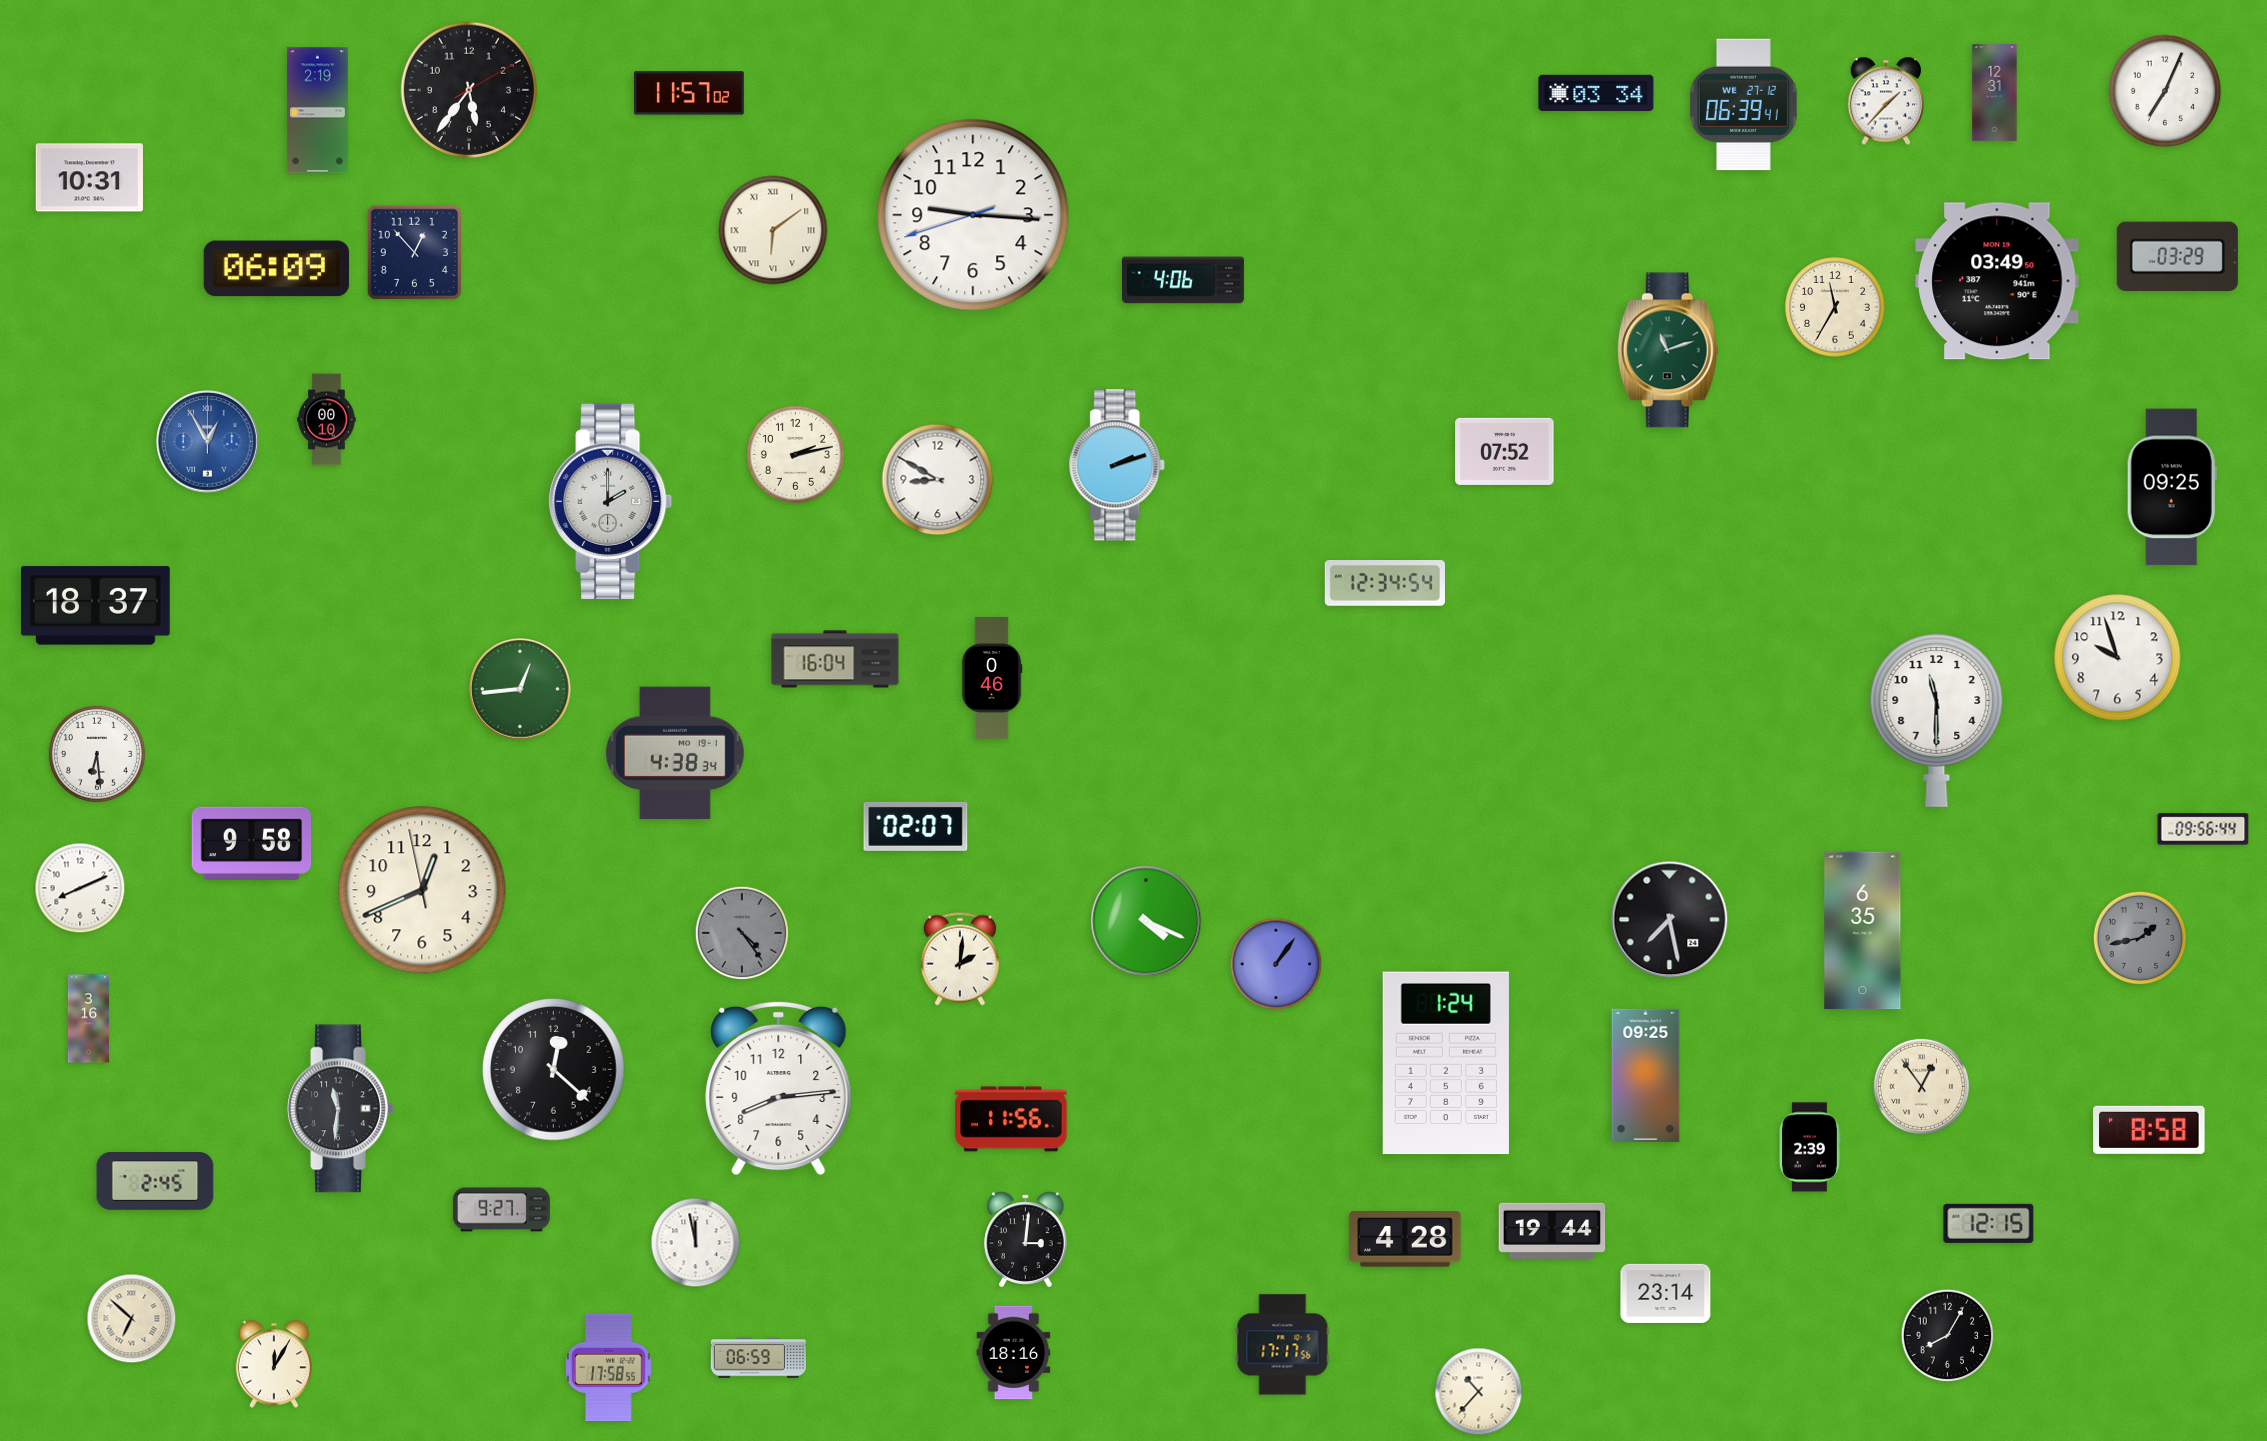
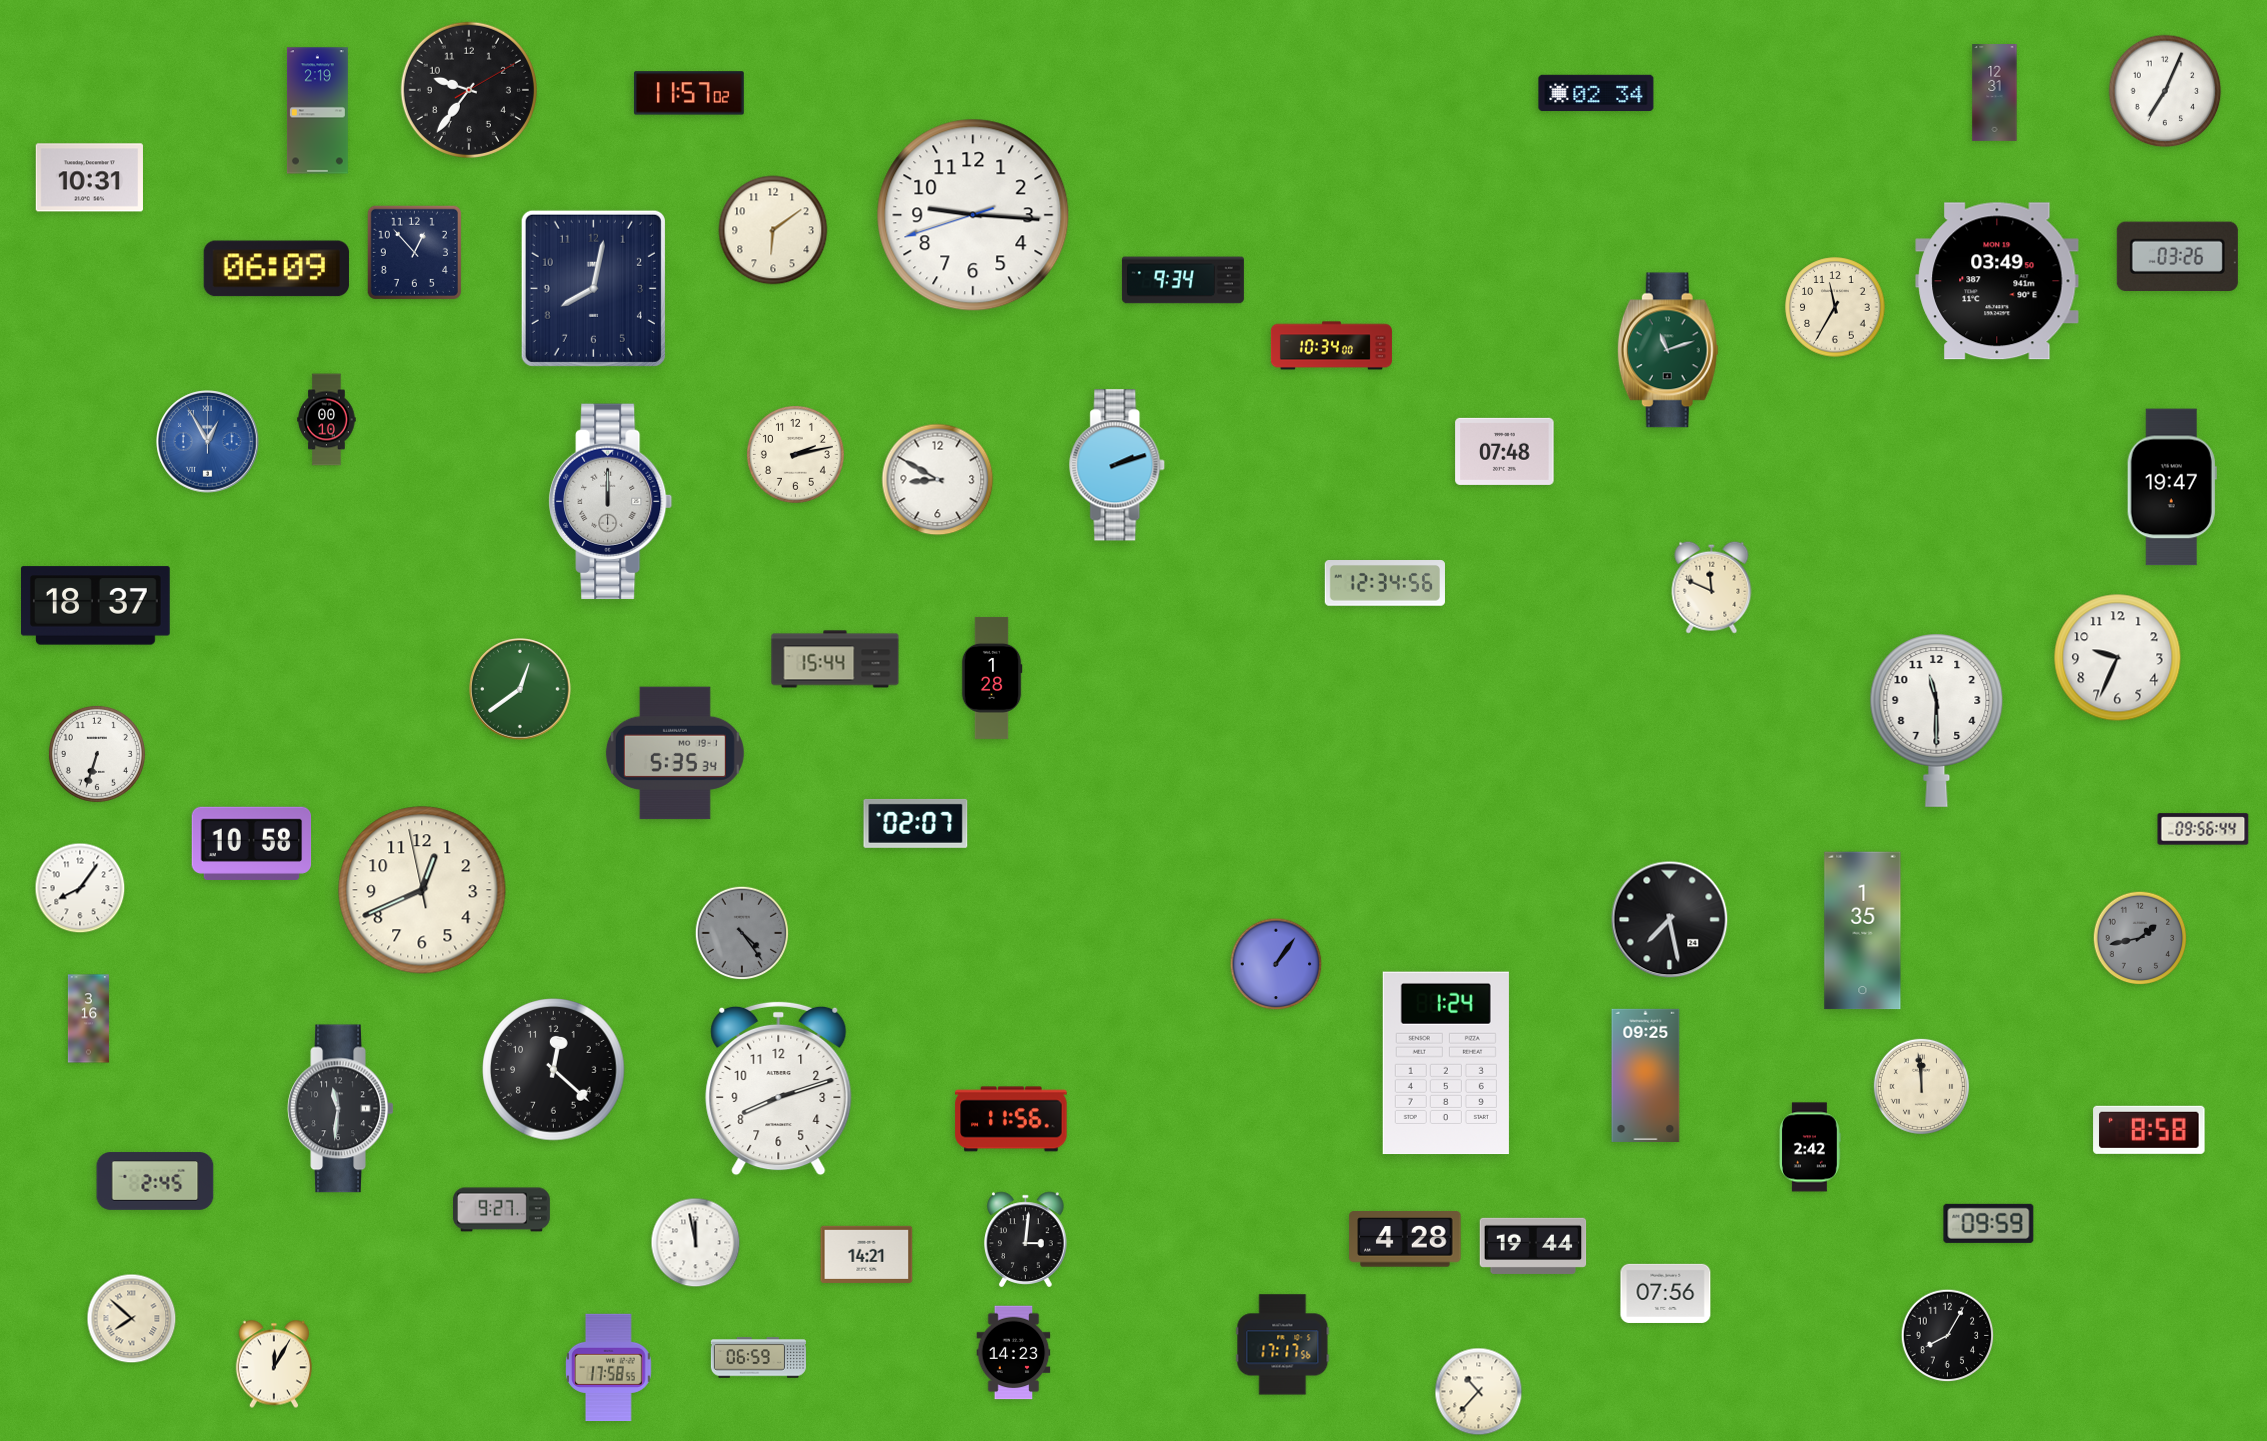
clock at (469, 90): 5:36 -> 9:36
clock at (1596, 93): 03:34 -> 02:34
clock at (1885, 101): 1:37 -> none
clock at (1743, 105): 06:39 -> none
clock at (773, 230) numerals: Roman -> Arabic
clock at (2177, 257): 03:29 -> 03:26
clock at (1183, 280): 4:06 -> 9:34
clock at (593, 288): none -> 8:02
clock at (1331, 346): none -> 10:34
clock at (1505, 451): 07:52 -> 07:48
clock at (2172, 487): 09:25 -> 19:47
clock at (611, 502): 2:00 -> 12:00
clock at (1385, 584): 12:34:54 -> 12:34:56
clock at (1712, 587): none -> 11:49
clock at (2118, 658): 9:57 -> 9:34
clock at (835, 659): 16:04 -> 15:44
clock at (992, 678): 0:46 -> 1:28
clock at (521, 690): 12:44 -> 12:39
clock at (675, 753): 4:38 -> 5:35
clock at (97, 754): 6:29 -> 6:33
clock at (916, 826) position: (916, 826) -> (916, 823)
clock at (252, 843): 9:58 -> 10:58
clock at (80, 888): 8:11 -> 8:06
clock at (1146, 921): 4:19 -> none
clock at (1863, 931): 6:35 -> 1:35
clock at (960, 959): 2:01 -> none
clock at (1921, 1086): 12:54 -> 11:59
clock at (779, 1088): 8:14 -> 8:12
clock at (1811, 1147): 2:39 -> 2:42
clock at (1989, 1223): 12:15 -> 09:59
clock at (1552, 1231) position: (1552, 1231) -> (1533, 1246)
clock at (867, 1254): none -> 14:21
clock at (1666, 1293): 23:14 -> 07:56
clock at (132, 1319): 6:52 -> 7:52
clock at (1014, 1353): 18:16 -> 14:23
